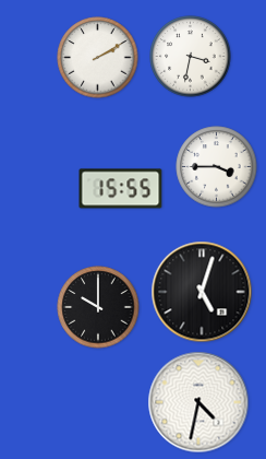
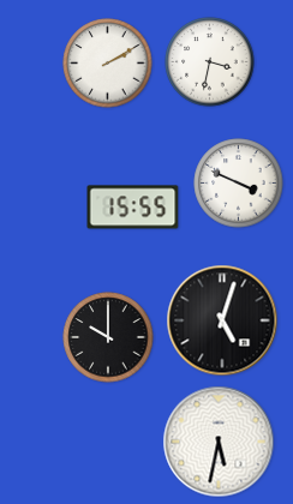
clock at (217, 167): 3:45 -> 3:49
clock at (198, 402): 4:32 -> 5:32
